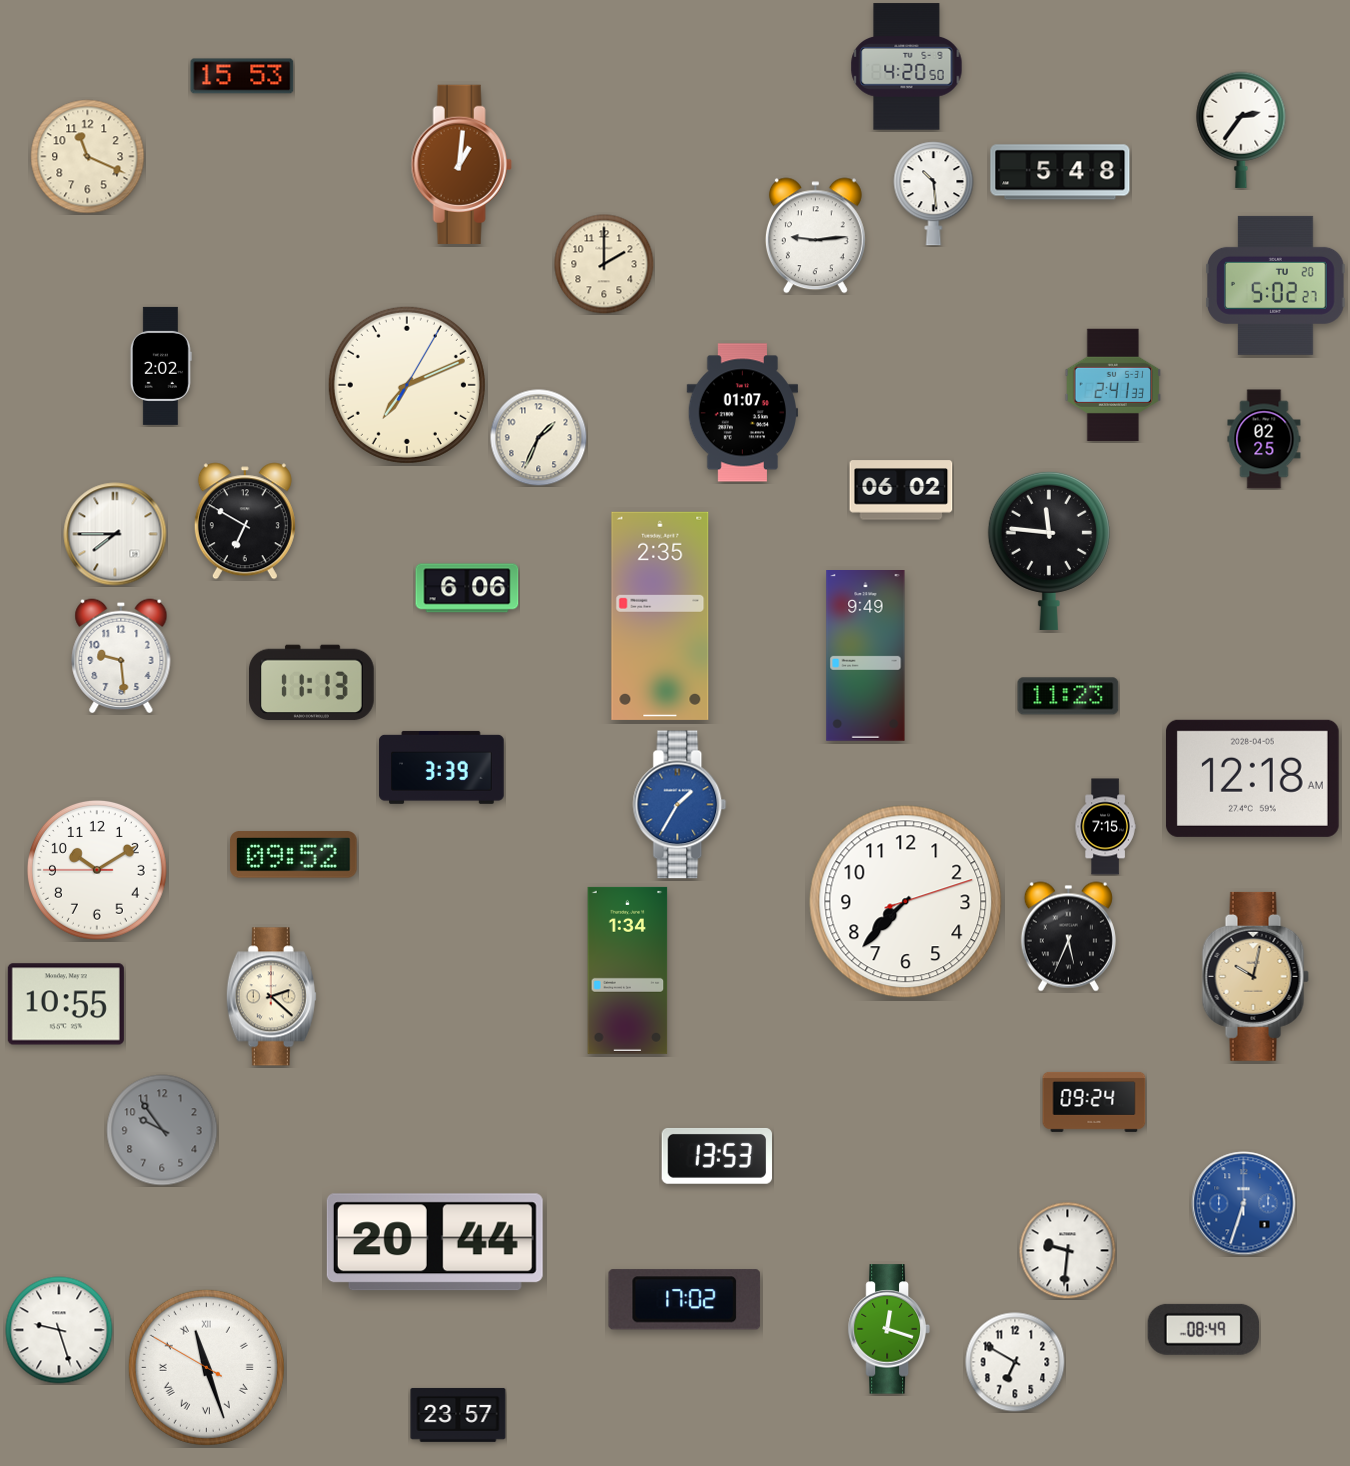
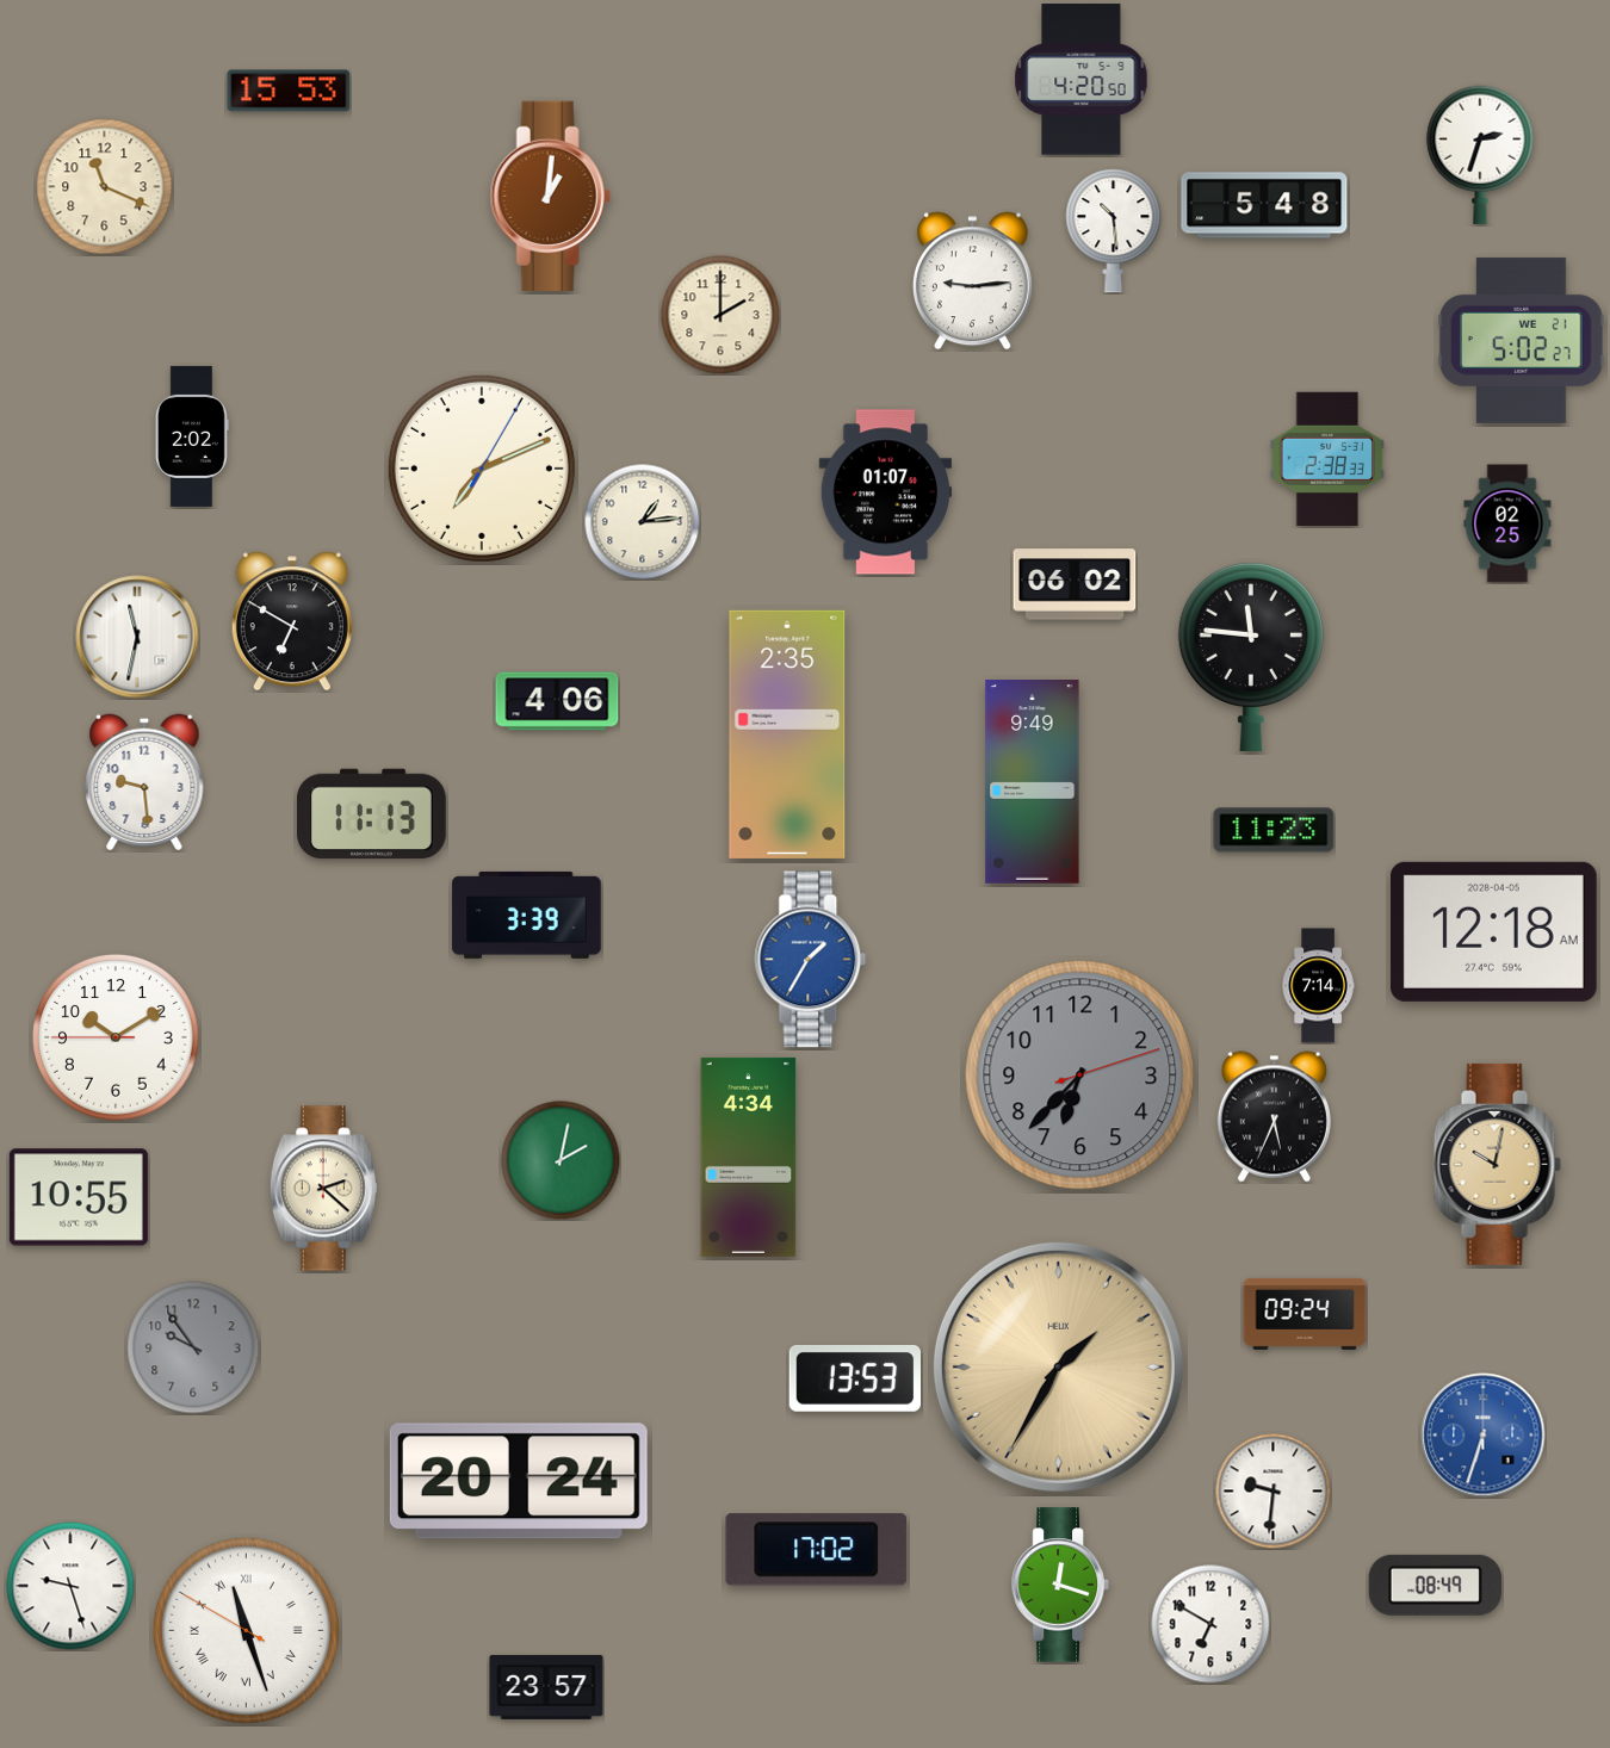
clock at (1241, 130): 2:36 -> 2:33
clock at (1276, 285) date: TU 20 -> WE 21
clock at (1113, 384): 2:41 -> 2:38
clock at (407, 385) position: (407, 385) -> (482, 469)
clock at (538, 437): 1:34 -> 1:14
clock at (115, 534): 7:45 -> 11:32
clock at (467, 588): 6:06 -> 4:06
clock at (1252, 778) position: (1252, 778) -> (1493, 931)
clock at (1105, 827): 7:15 -> 7:14
clock at (294, 855): 09:52 -> none
clock at (906, 902): 7:37 -> 6:37
clock at (906, 902) dial: white -> grey
clock at (628, 970): 1:34 -> 4:34
clock at (561, 1160): none -> 2:02
clock at (1058, 1366): none -> 1:35
clock at (435, 1242): 20:44 -> 20:24
